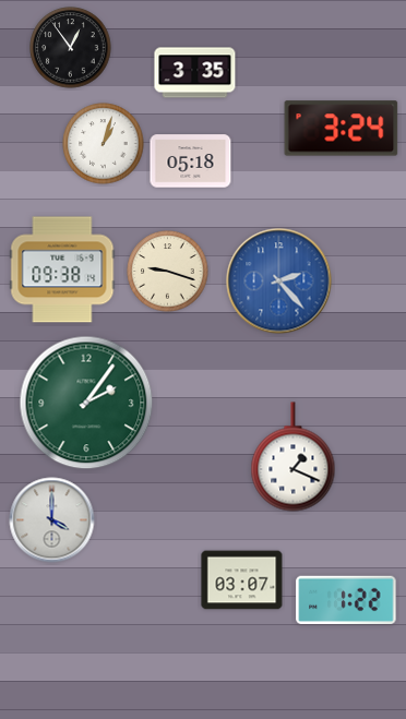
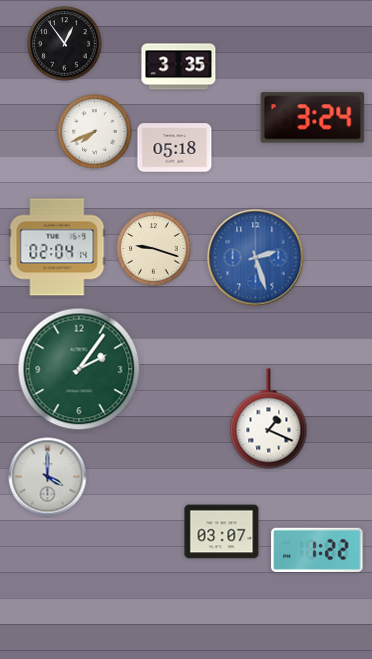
clock at (104, 144): 1:03 -> 7:41
clock at (62, 269): 09:38 -> 02:04
clock at (279, 281): 2:23 -> 2:27
